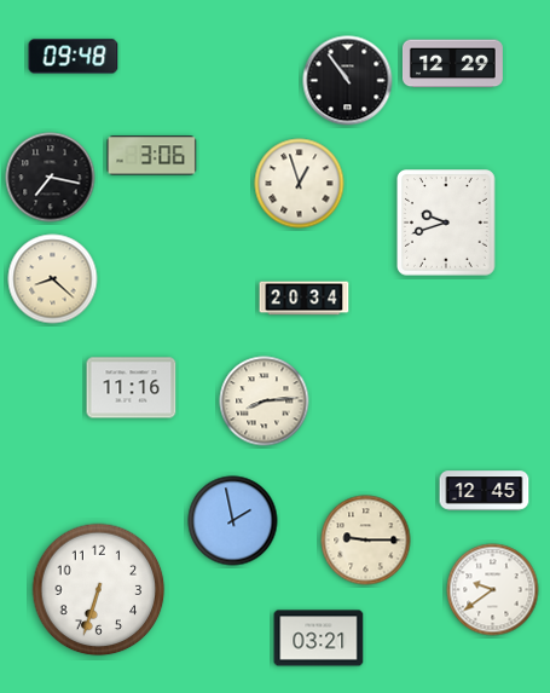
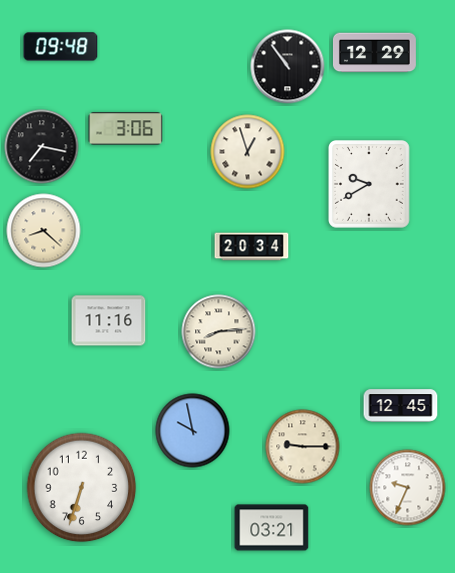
clock at (447, 223): 9:42 -> 9:40
clock at (233, 521): 1:58 -> 9:58
clock at (493, 590): 9:39 -> 9:34
clock at (319, 639) position: (319, 639) -> (272, 528)
